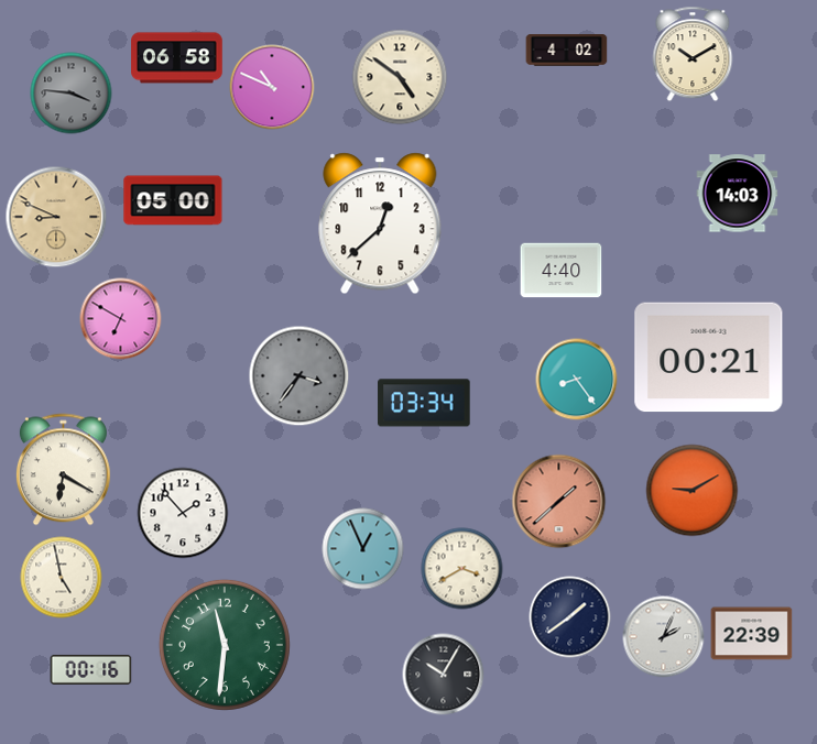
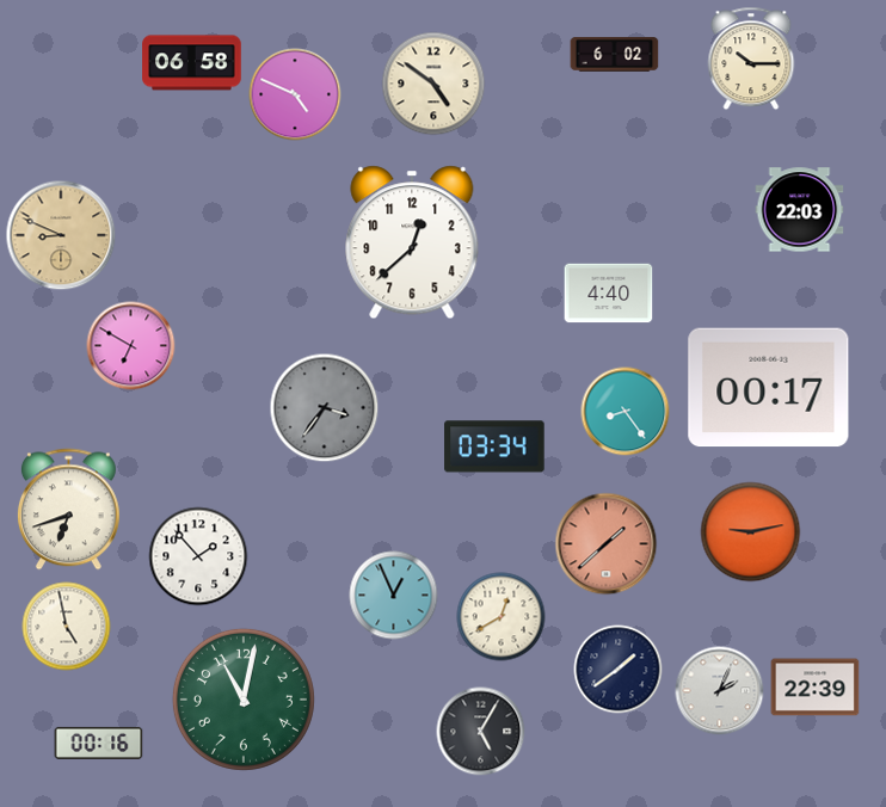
clock at (567, 51): 4:02 -> 6:02
clock at (693, 54): 10:10 -> 10:15
clock at (272, 87): 10:49 -> 4:49
clock at (72, 94): 3:46 -> none
clock at (738, 194): 14:03 -> 22:03
clock at (173, 200): 05:00 -> none
clock at (709, 358): 00:21 -> 00:17
clock at (424, 403) position: (424, 403) -> (494, 446)
clock at (63, 470): 6:20 -> 6:42
clock at (693, 491): 9:10 -> 9:13
clock at (462, 569): 3:40 -> 12:40
clock at (225, 645): 11:31 -> 11:02
clock at (91, 669) position: (91, 669) -> (99, 743)
clock at (444, 675): 10:05 -> 5:05
